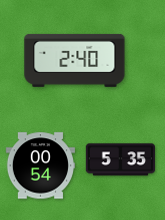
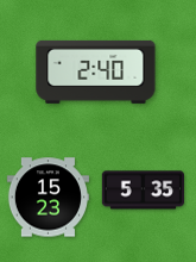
clock at (75, 60) position: (75, 60) -> (96, 71)
clock at (40, 166): 00:54 -> 15:23
